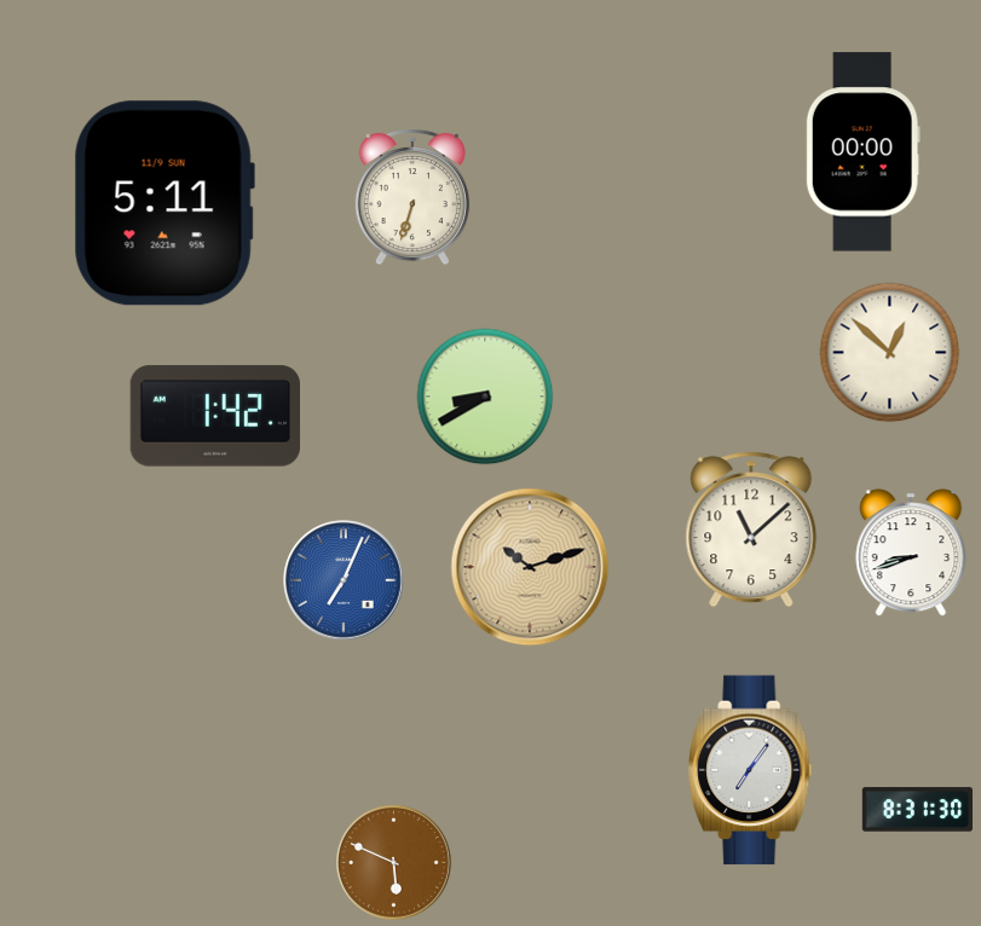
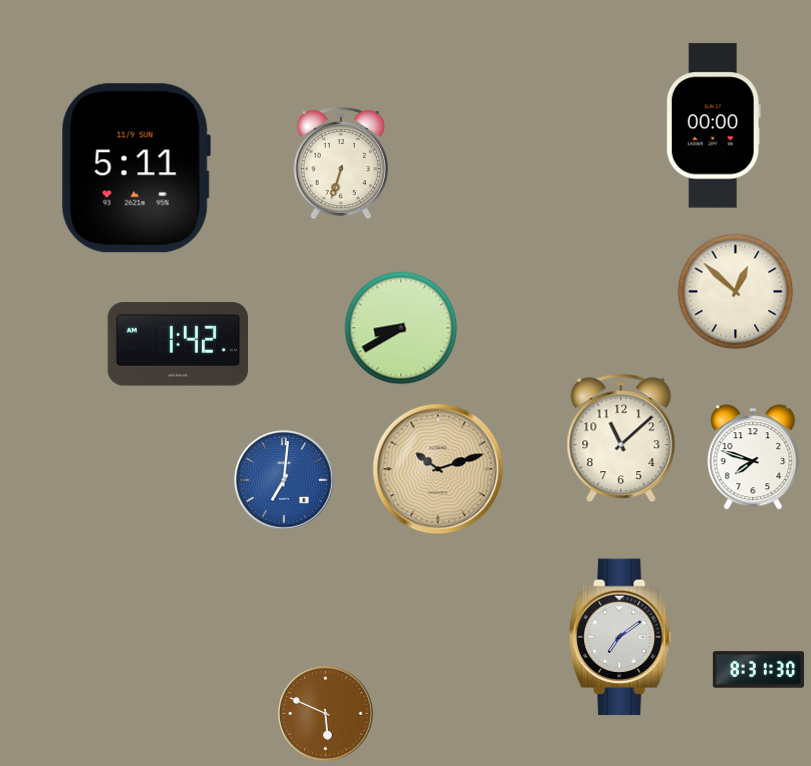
clock at (911, 552): 8:42 -> 7:48
clock at (344, 580): 7:04 -> 7:01
clock at (751, 770): 7:06 -> 7:09
